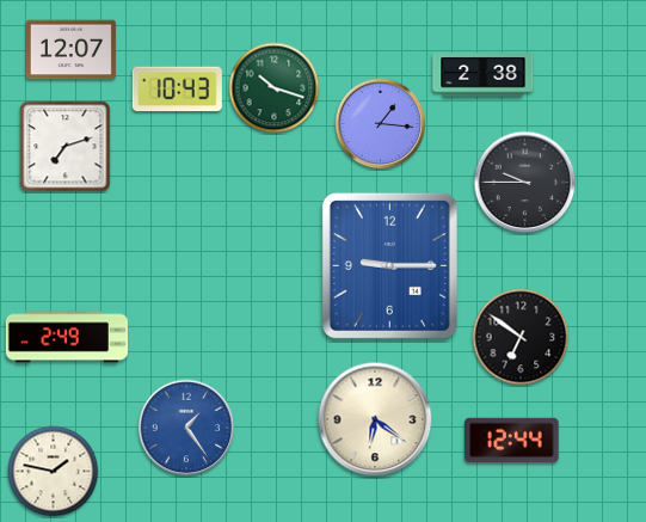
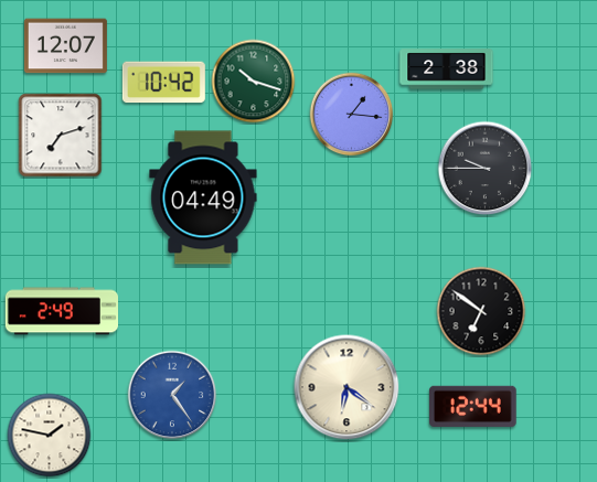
clock at (177, 90): 10:43 -> 10:42
clock at (203, 197): none -> 04:49
clock at (389, 265): 9:15 -> none
